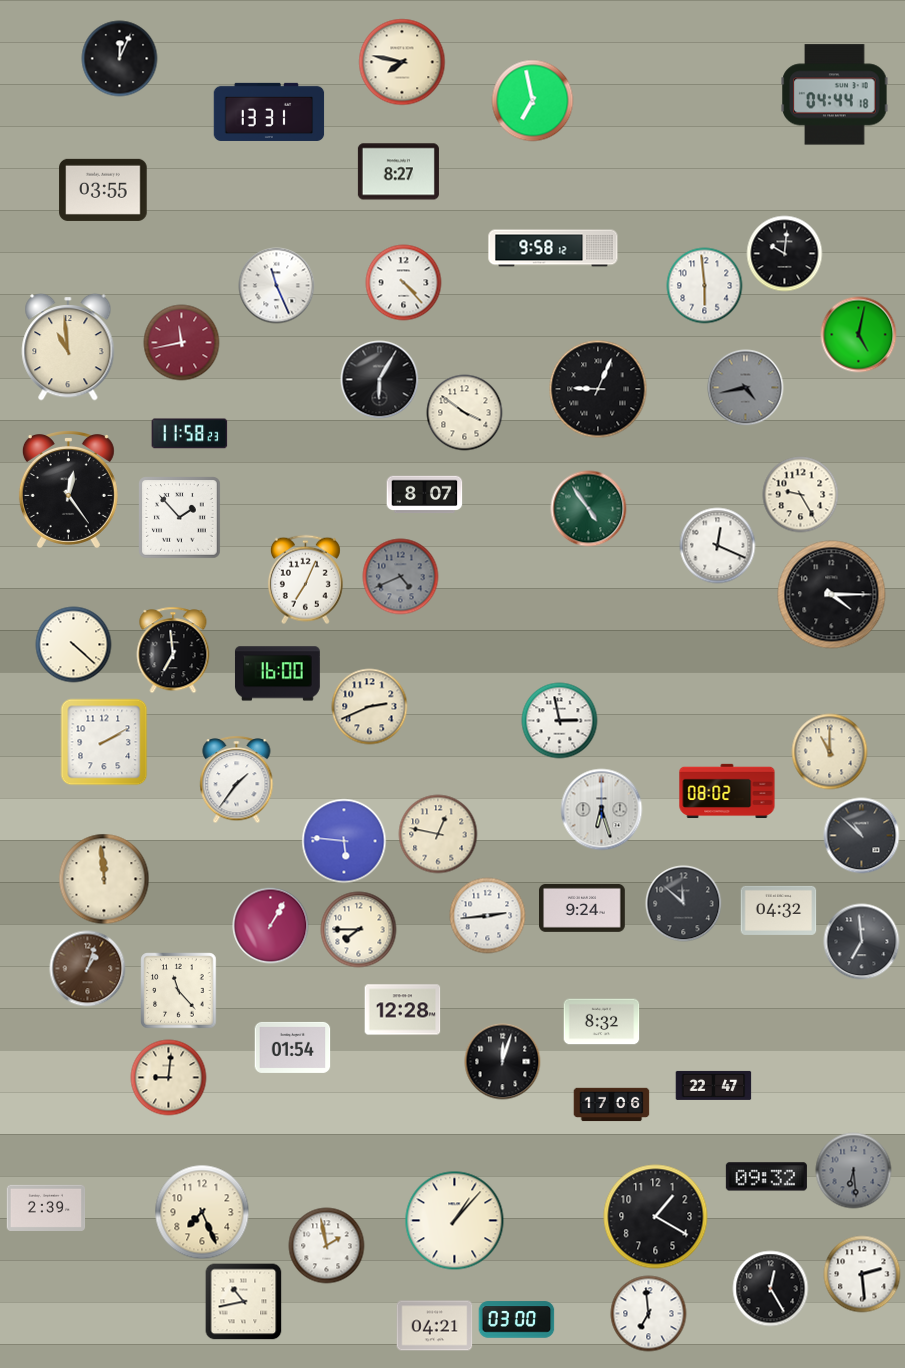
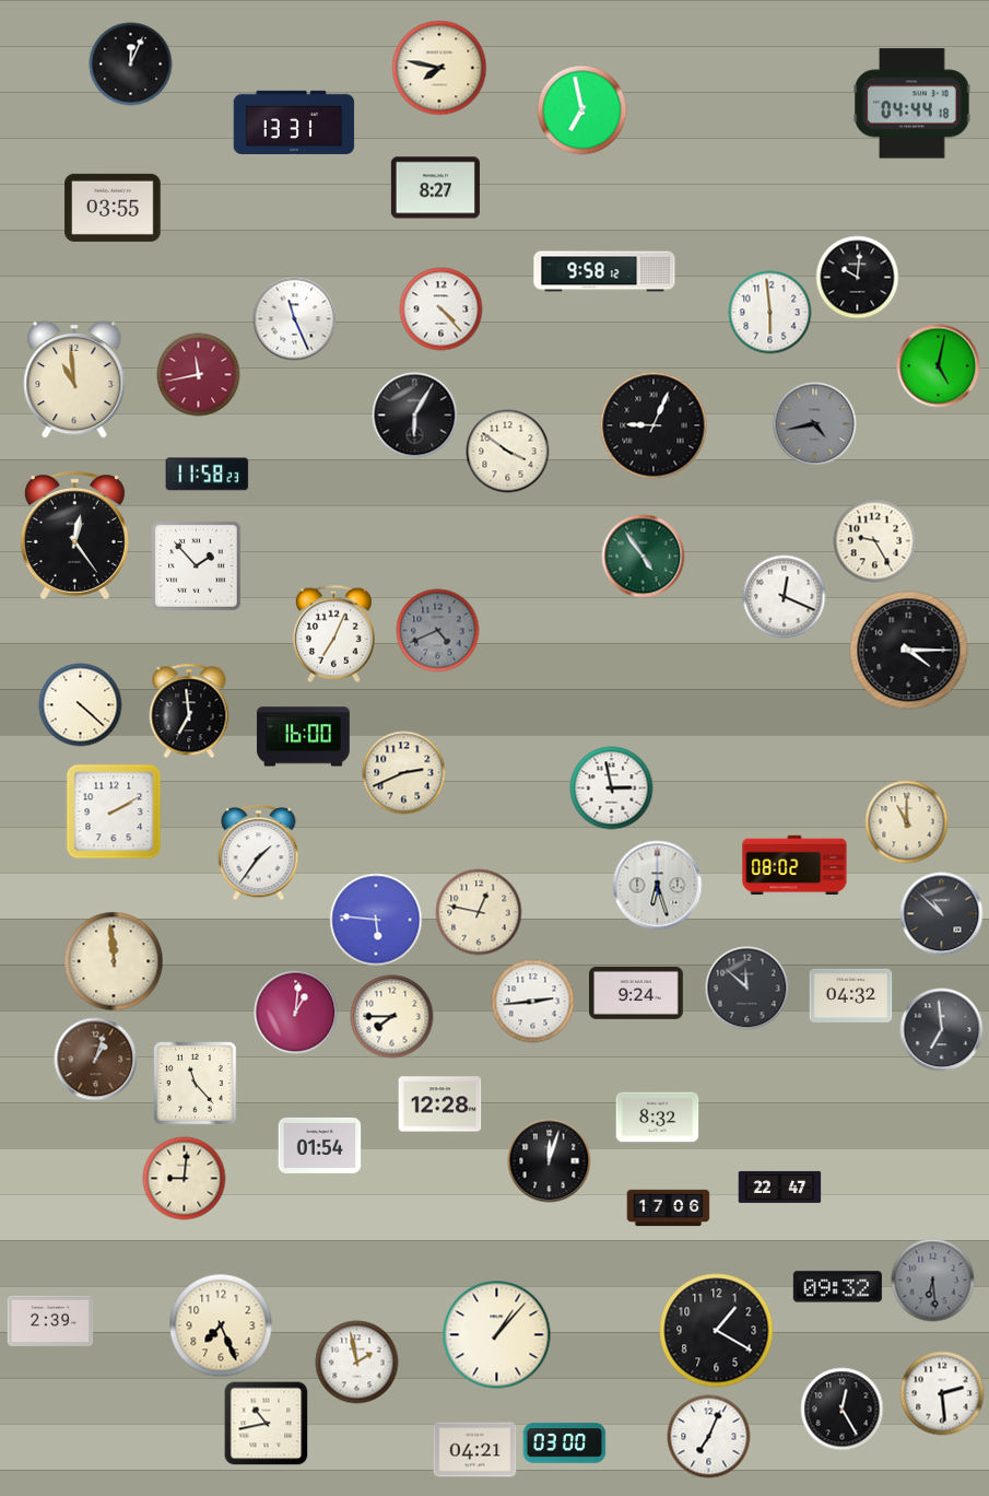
clock at (277, 286) position: (277, 286) -> (295, 319)
clock at (425, 495): 8:07 -> none
clock at (271, 926): 1:05 -> 1:01
clock at (649, 1314): 6:59 -> 7:04
